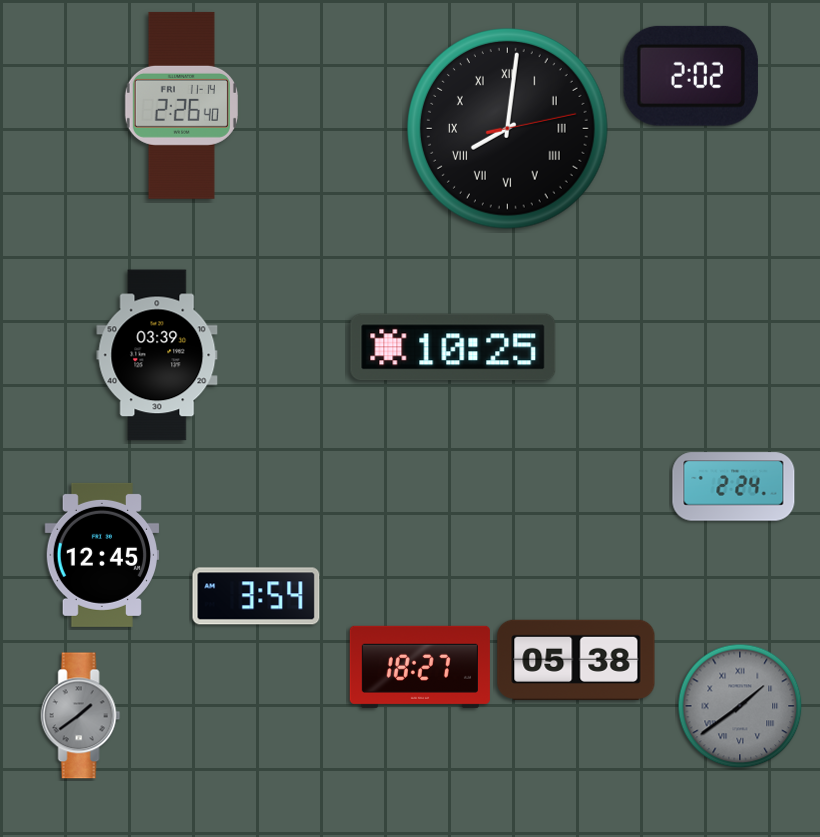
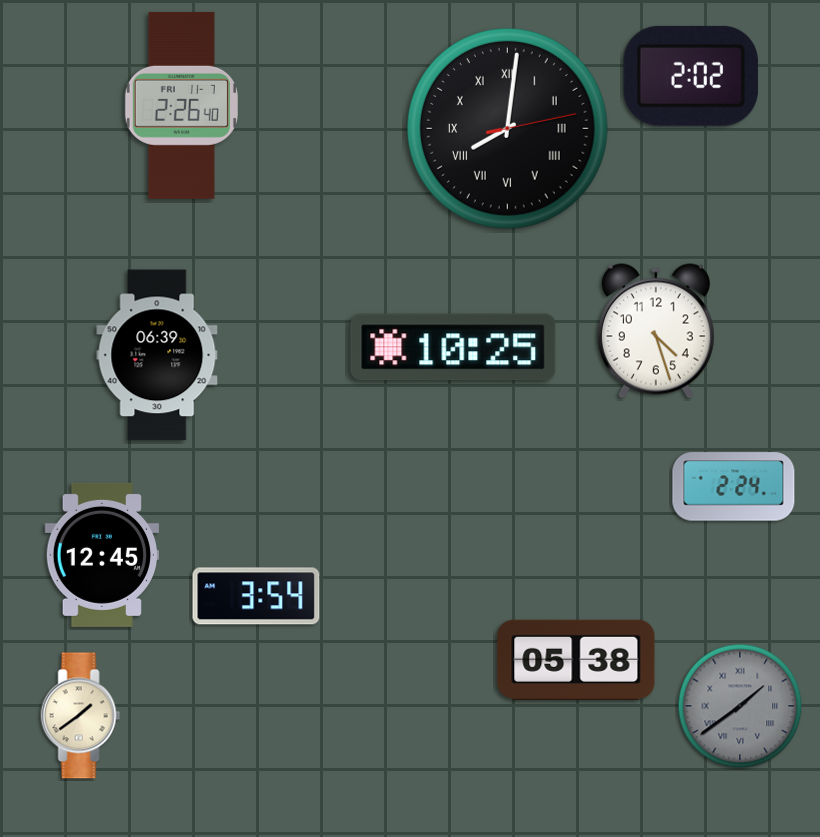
clock at (181, 105) date: FRI 11-14 -> FRI 11-7
clock at (656, 331): none -> 4:27
clock at (157, 355): 03:39 -> 06:39
clock at (420, 667): 18:27 -> none
clock at (81, 716) dial: grey -> cream
